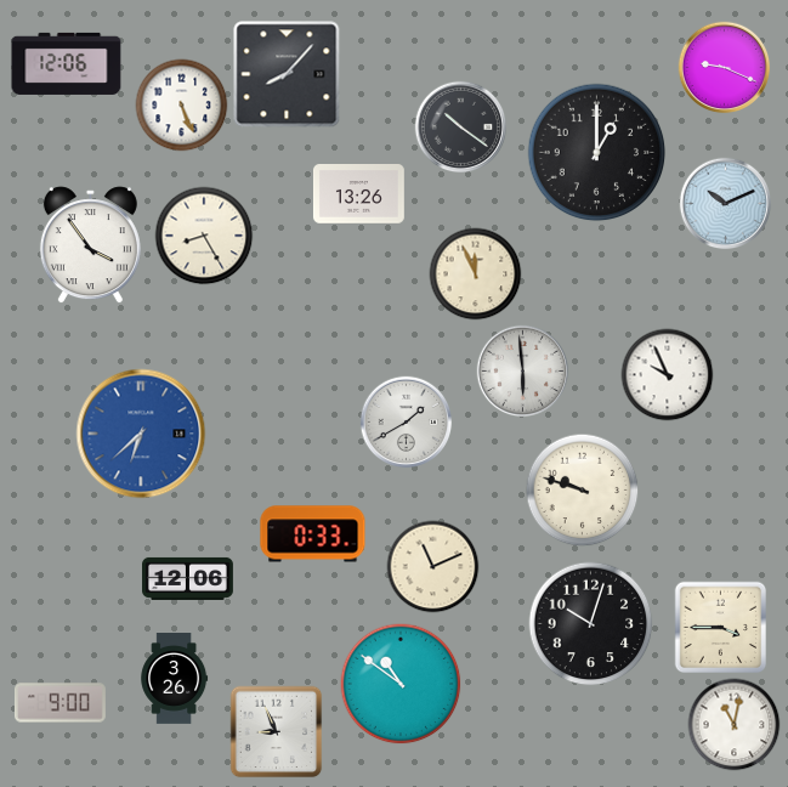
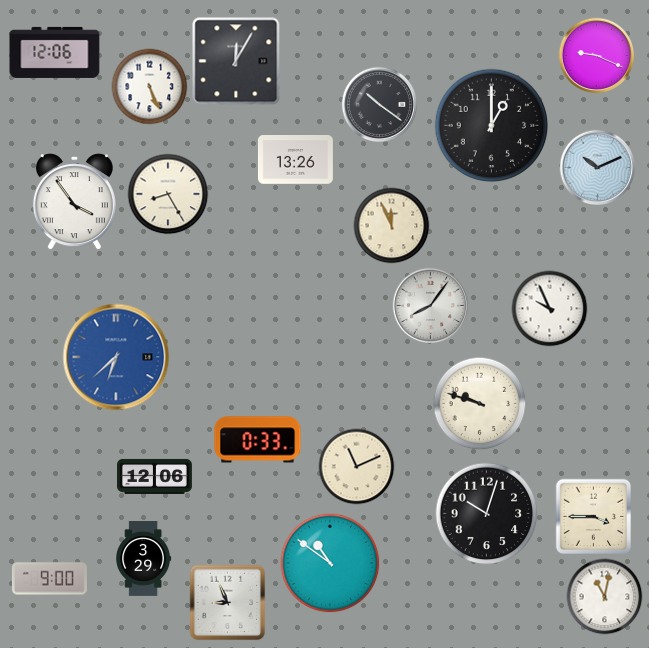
clock at (287, 74): 8:07 -> 12:05
clock at (523, 372): 5:59 -> 8:06
clock at (407, 423): 1:40 -> none
clock at (175, 679): 3:26 -> 3:29
